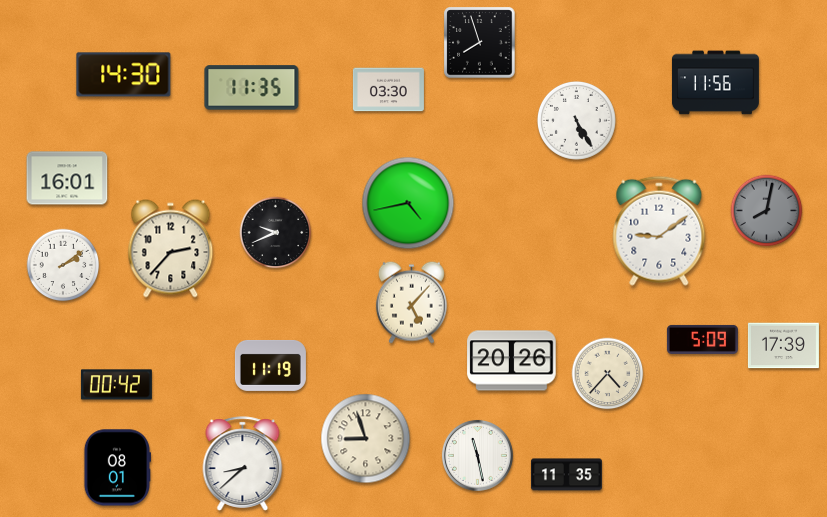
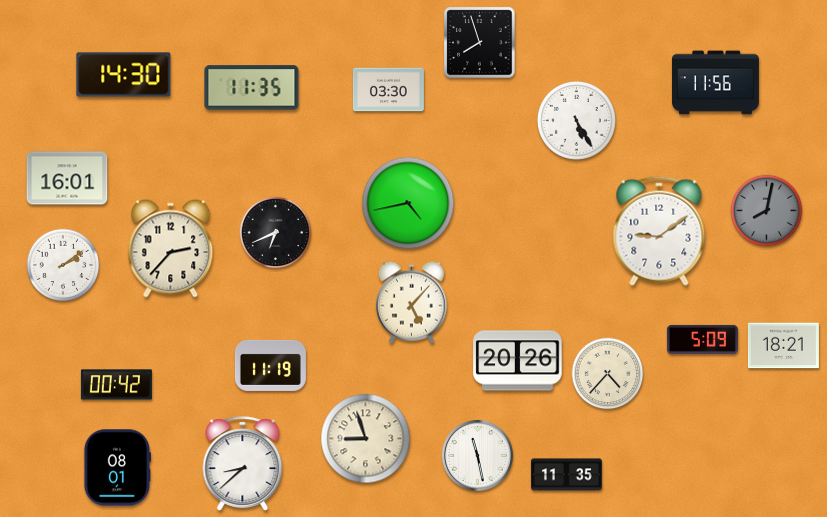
clock at (276, 233): 9:41 -> 6:41
clock at (783, 346): 17:39 -> 18:21
clock at (512, 361) position: (512, 361) -> (518, 361)
